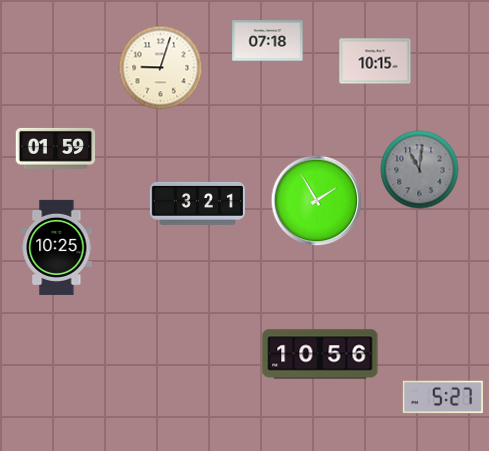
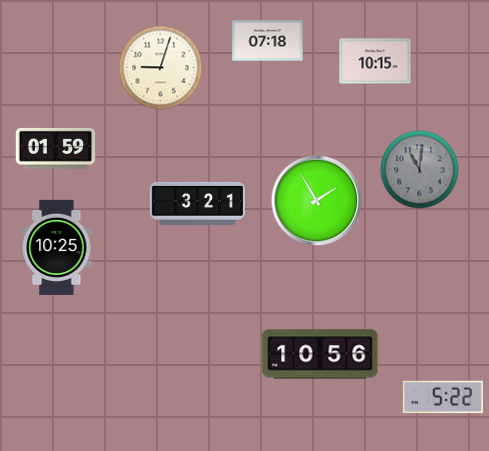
clock at (443, 397): 5:27 -> 5:22
